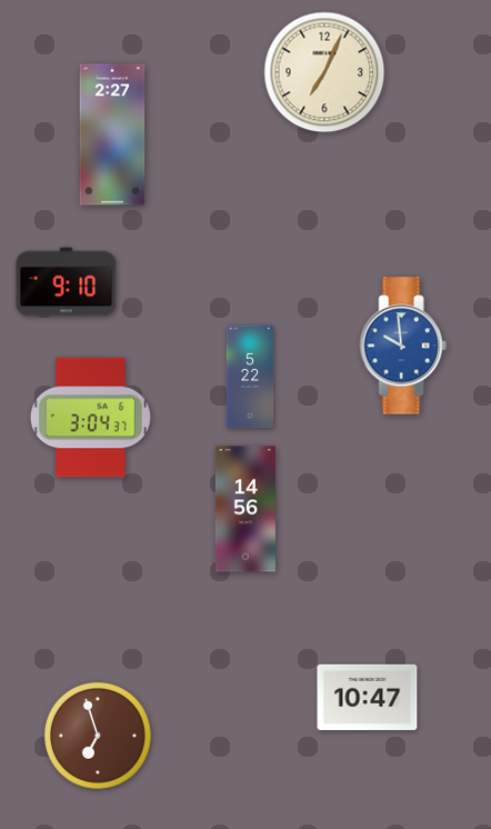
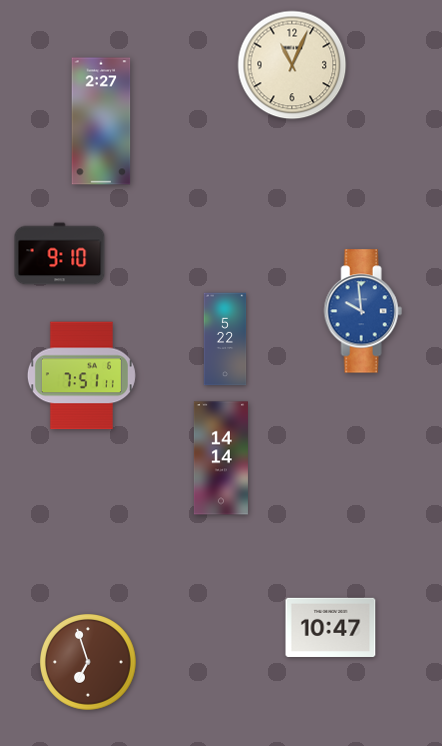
clock at (324, 72): 7:04 -> 11:04
clock at (90, 418): 3:04 -> 7:51
clock at (245, 509): 14:56 -> 14:14
